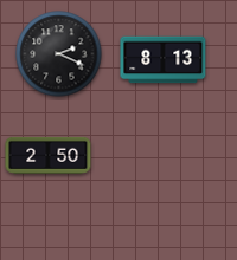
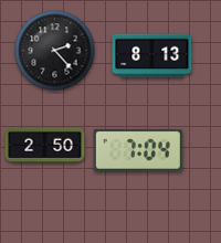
clock at (59, 54): 2:19 -> 2:23
clock at (138, 150): none -> 7:04
